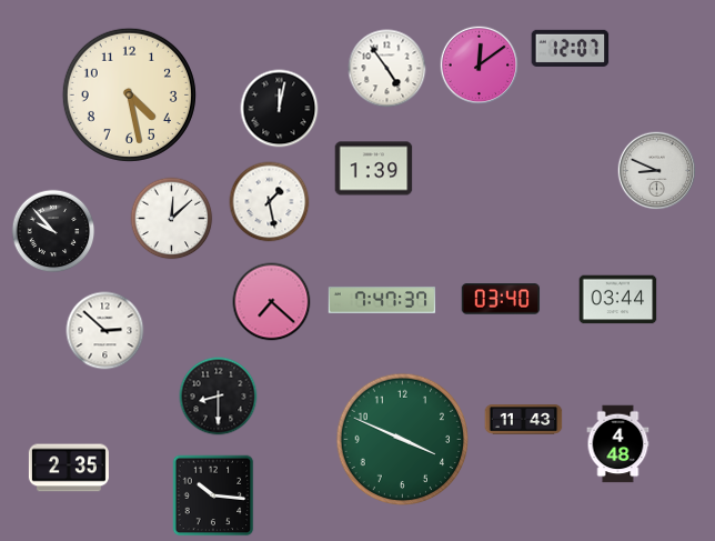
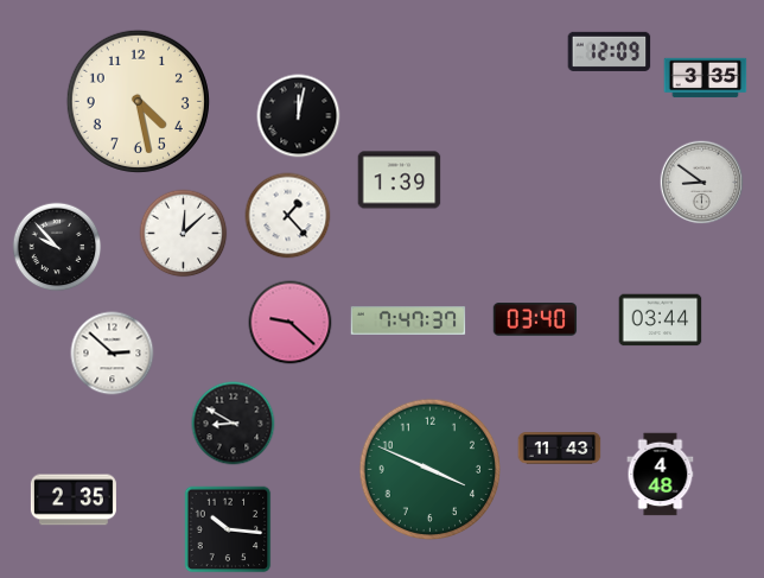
clock at (571, 48): 12:07 -> 12:09
clock at (480, 66): 12:09 -> none
clock at (387, 69): 4:54 -> none
clock at (706, 78): none -> 3:35
clock at (657, 171): 8:49 -> 8:51
clock at (270, 202): 1:28 -> 1:23
clock at (272, 302): 7:22 -> 9:22
clock at (219, 397): 8:30 -> 8:50
